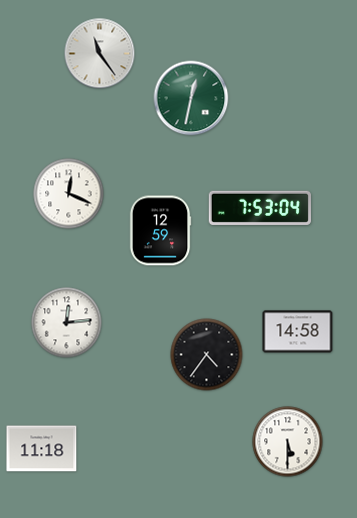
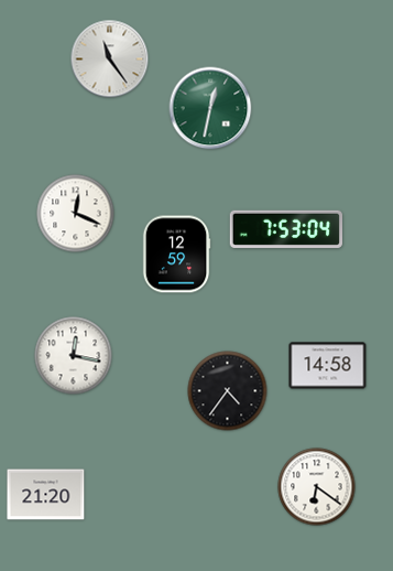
clock at (67, 323): 12:14 -> 12:17
clock at (288, 442): 5:30 -> 6:21
clock at (42, 449): 11:18 -> 21:20
